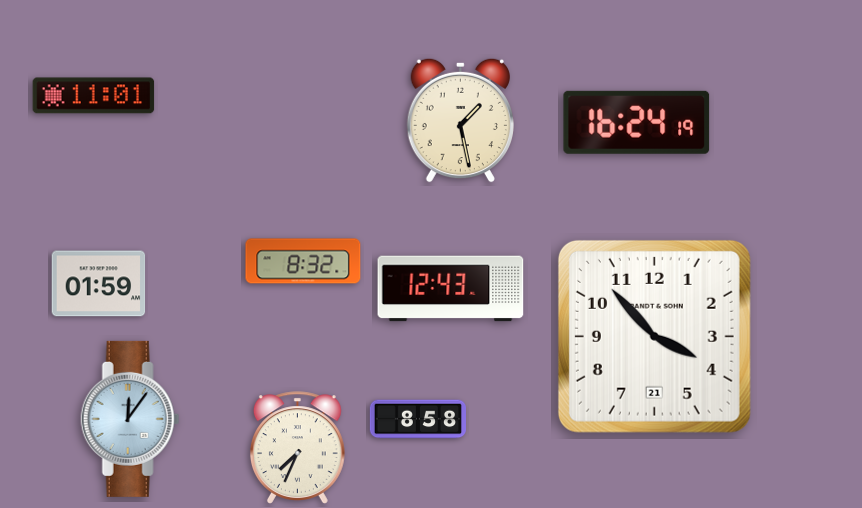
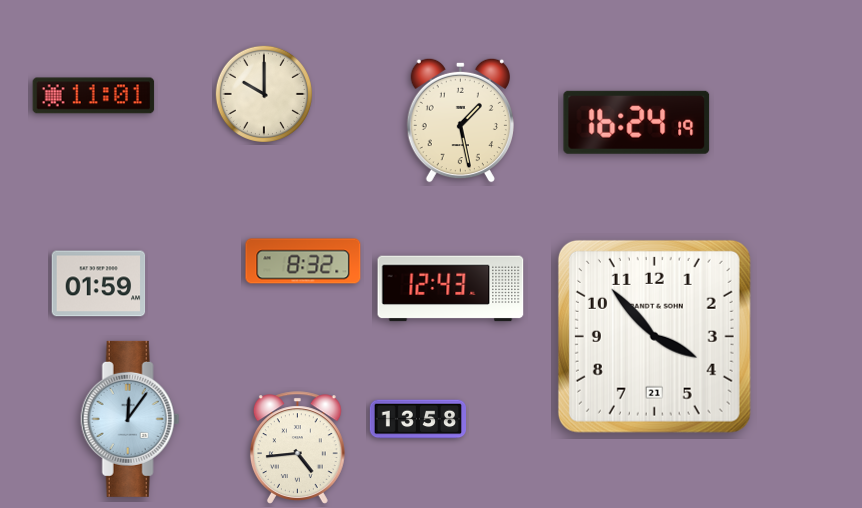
clock at (264, 94): none -> 10:00
clock at (417, 419): 8:58 -> 13:58
clock at (297, 448): 7:34 -> 4:44
